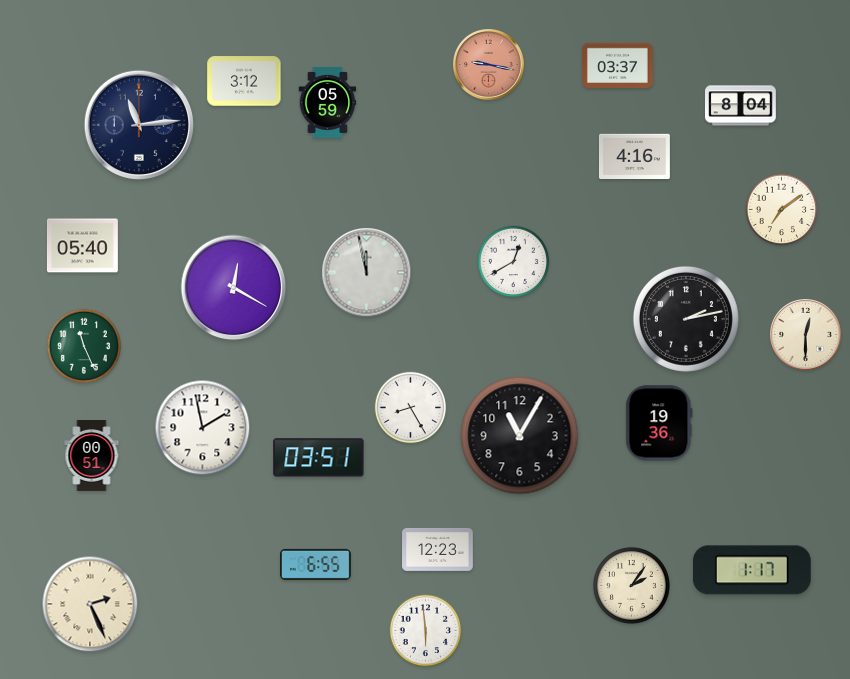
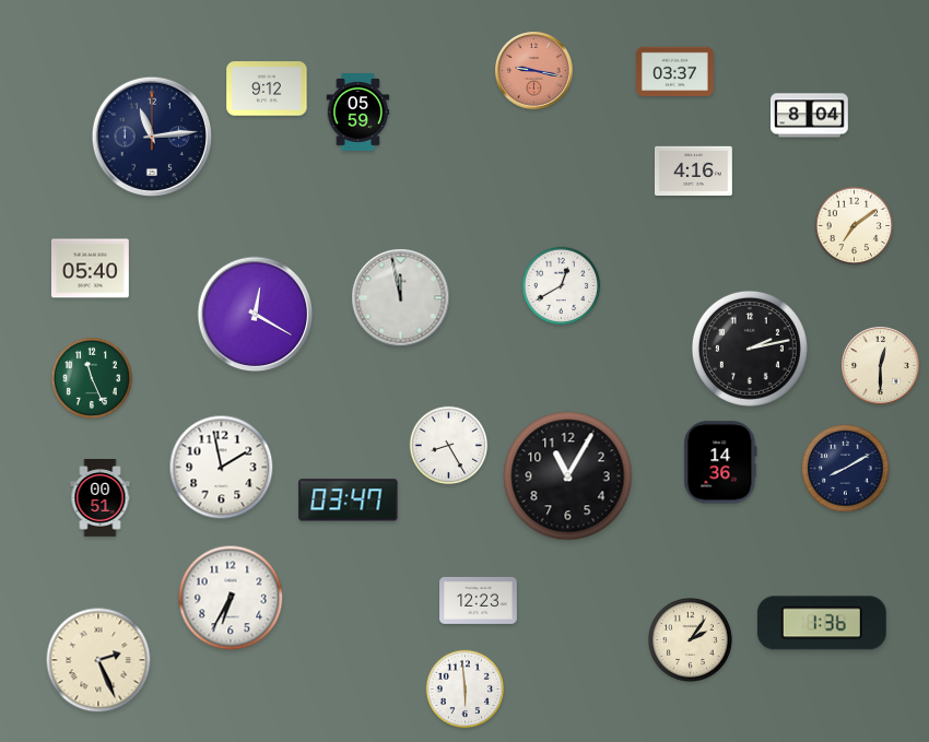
clock at (244, 81): 3:12 -> 9:12
clock at (782, 210) position: (782, 210) -> (855, 226)
clock at (659, 423): 19:36 -> 14:36
clock at (846, 469): none -> 8:10
clock at (319, 458): 03:51 -> 03:47
clock at (231, 598): none -> 6:35
clock at (316, 564): 6:55 -> none
clock at (752, 570): 1:17 -> 1:36
